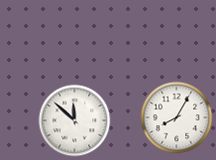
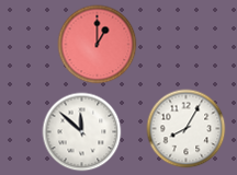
clock at (98, 45): none -> 1:00
clock at (177, 118) position: (177, 118) -> (187, 129)
